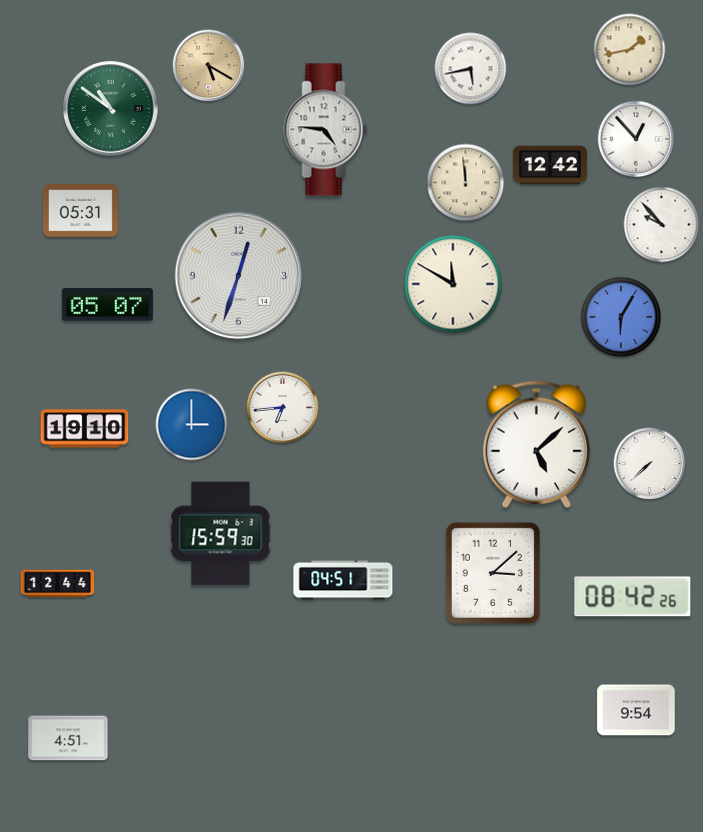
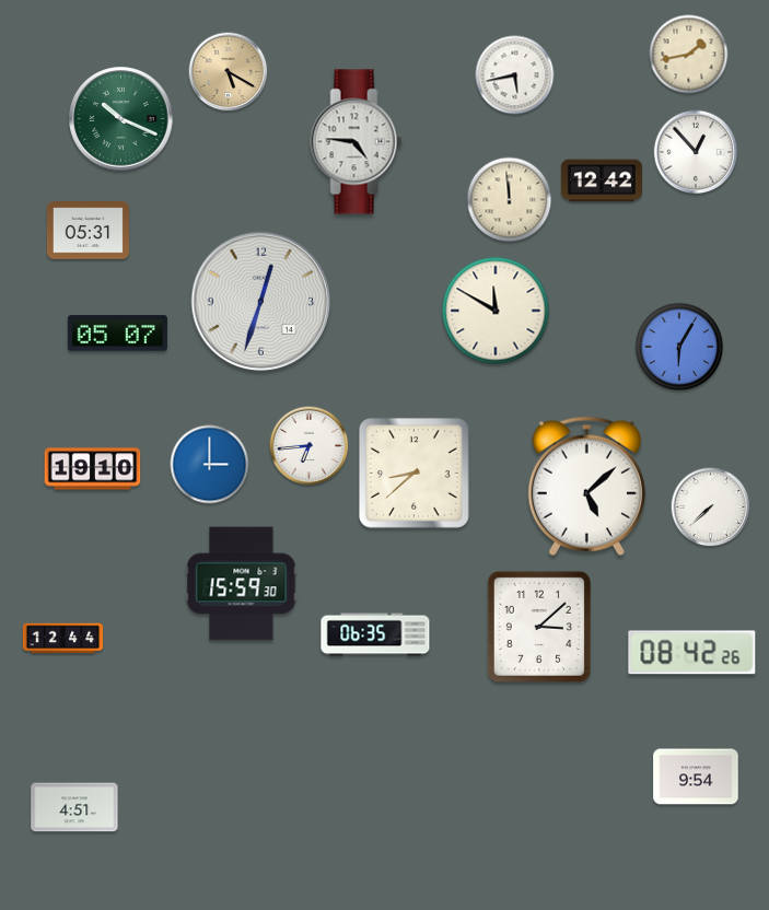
clock at (111, 109): 10:51 -> 10:19
clock at (662, 225): 9:53 -> none
clock at (415, 474): none -> 8:38
clock at (343, 580): 04:51 -> 06:35
